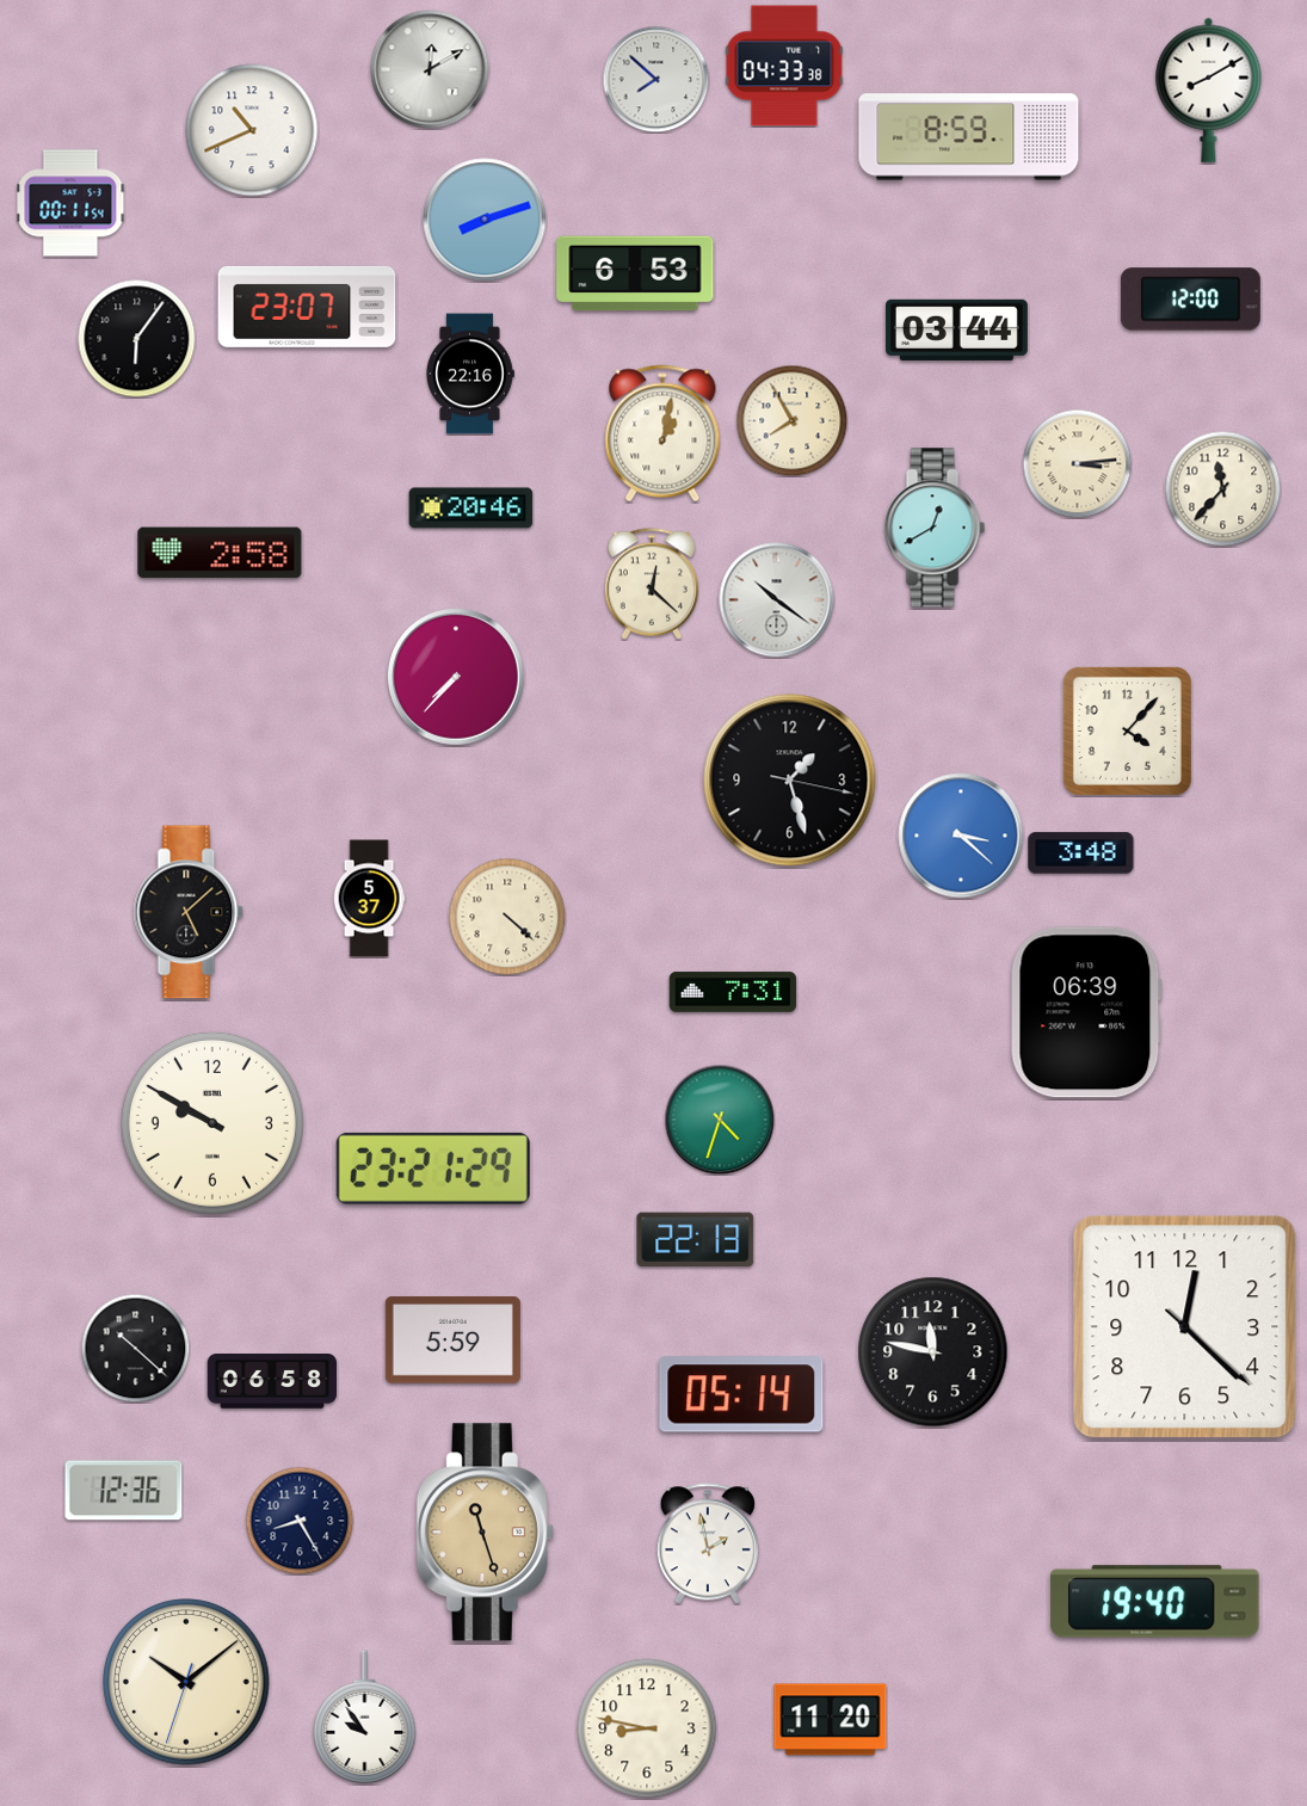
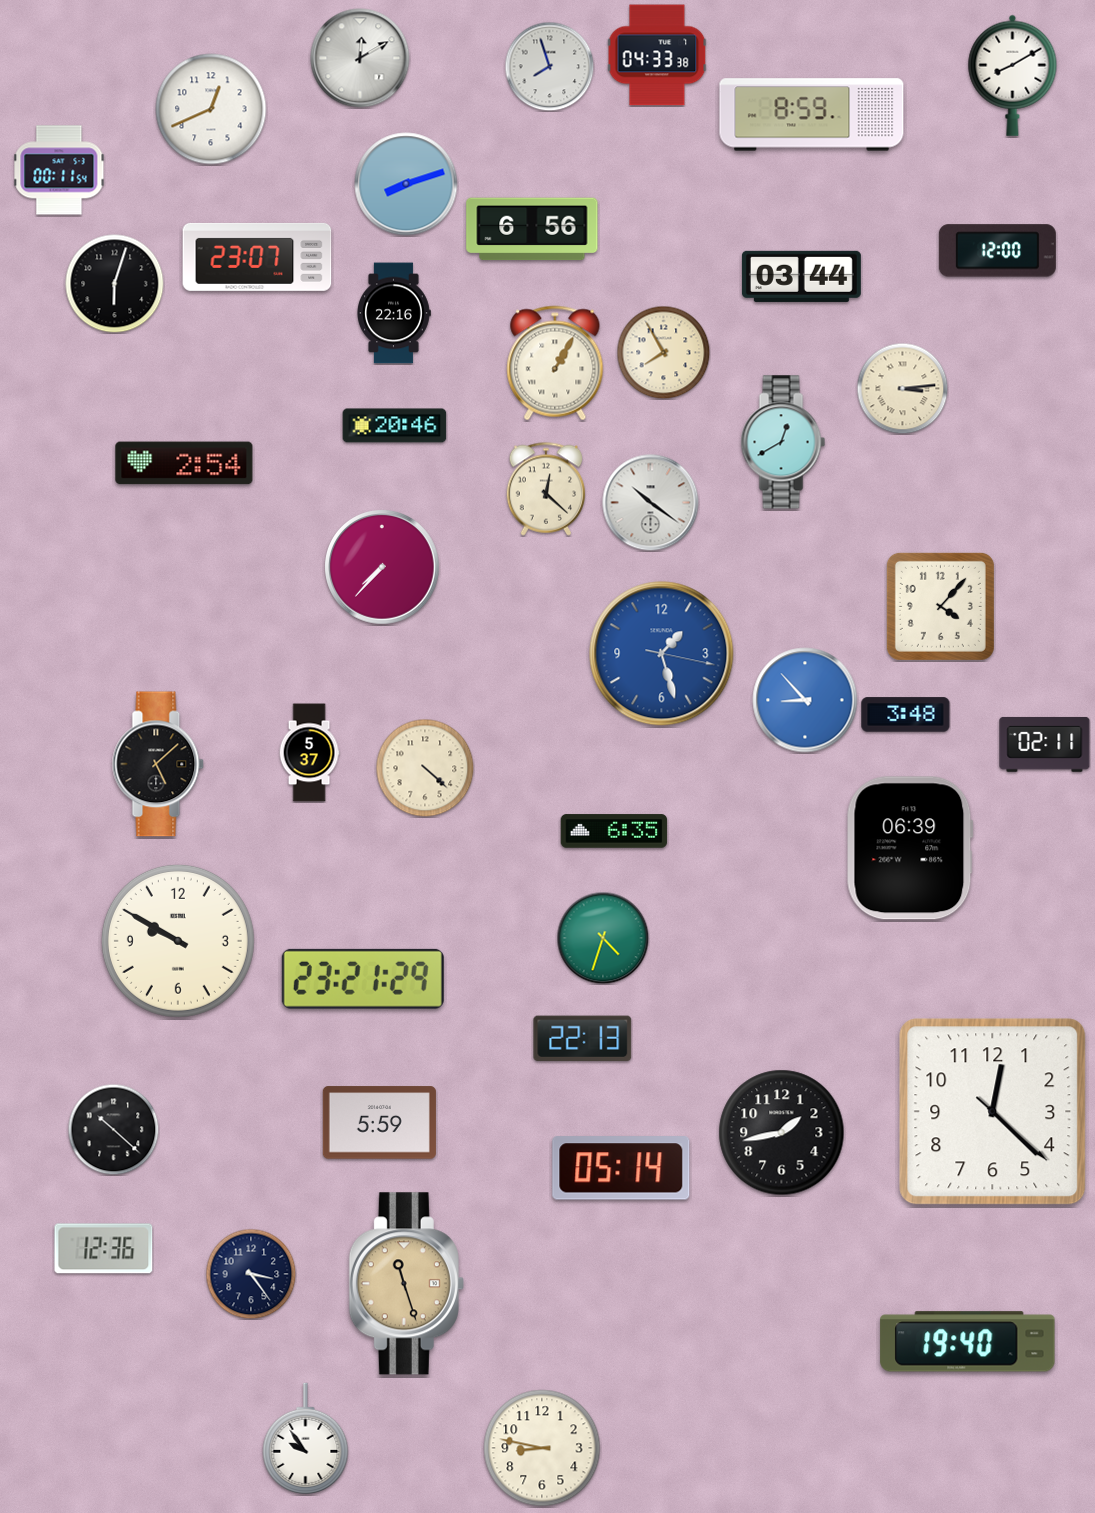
clock at (655, 79): 7:52 -> 7:57
clock at (252, 130): 10:41 -> 12:41
clock at (635, 273): 6:53 -> 6:56
clock at (137, 339): 6:06 -> 6:03
clock at (662, 433): 1:02 -> 1:05
clock at (1222, 488): 11:37 -> none
clock at (220, 553): 2:58 -> 2:54
clock at (1127, 731) position: (1127, 731) -> (940, 606)
clock at (790, 781) dial: black -> blue
clock at (961, 836): 3:22 -> 8:53
clock at (1045, 744): none -> 02:11
clock at (733, 992): 7:31 -> 6:35
clock at (933, 1352): 11:47 -> 1:43
clock at (272, 1381): 06:58 -> none
clock at (300, 1521): 8:25 -> 3:24
clock at (708, 1543): 1:58 -> none
clock at (186, 1682): 10:08 -> none
clock at (831, 1720): 11:20 -> none
